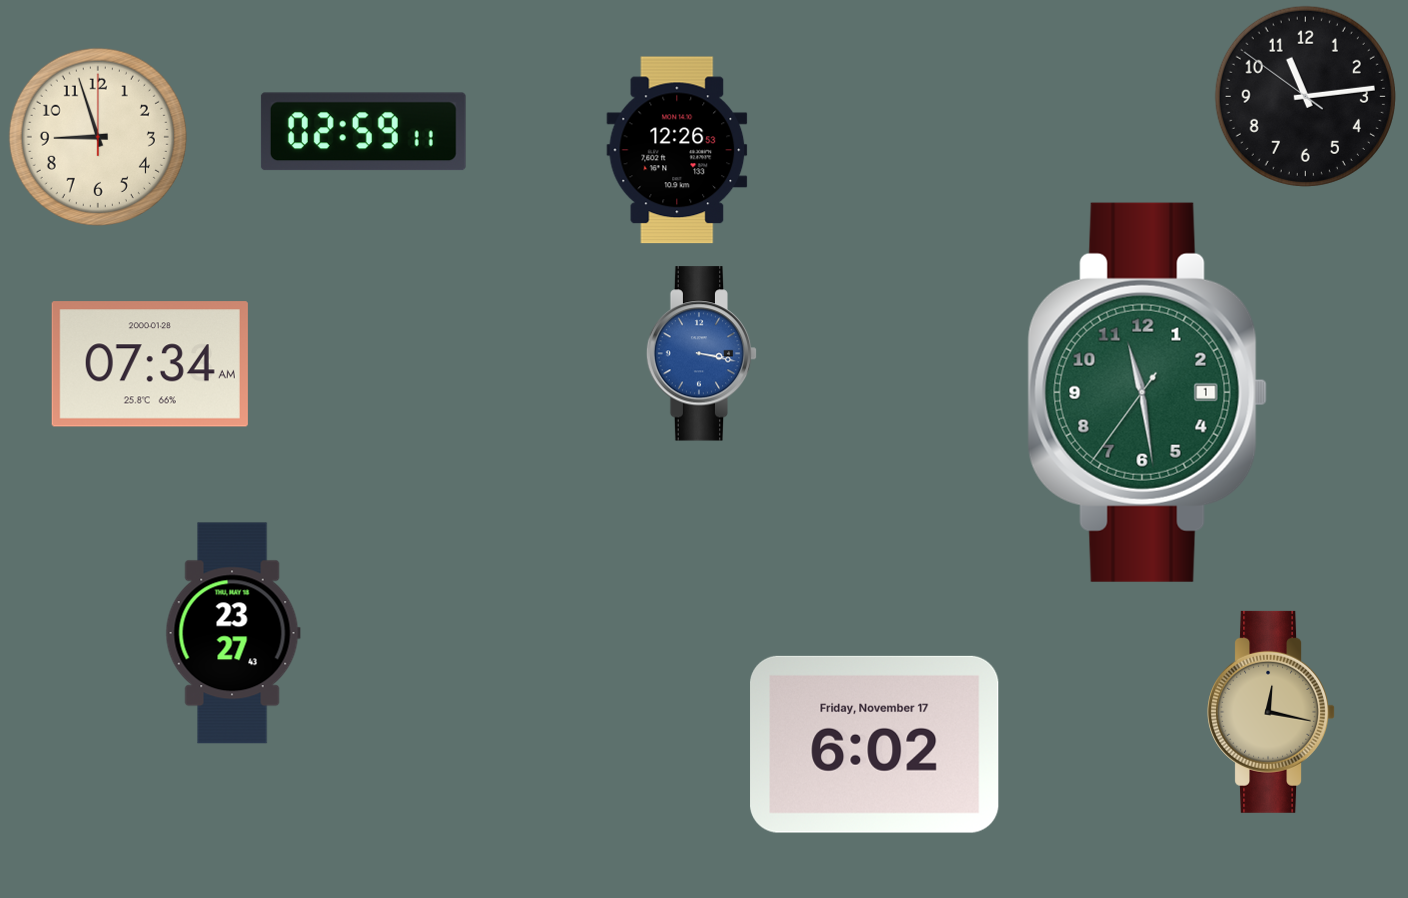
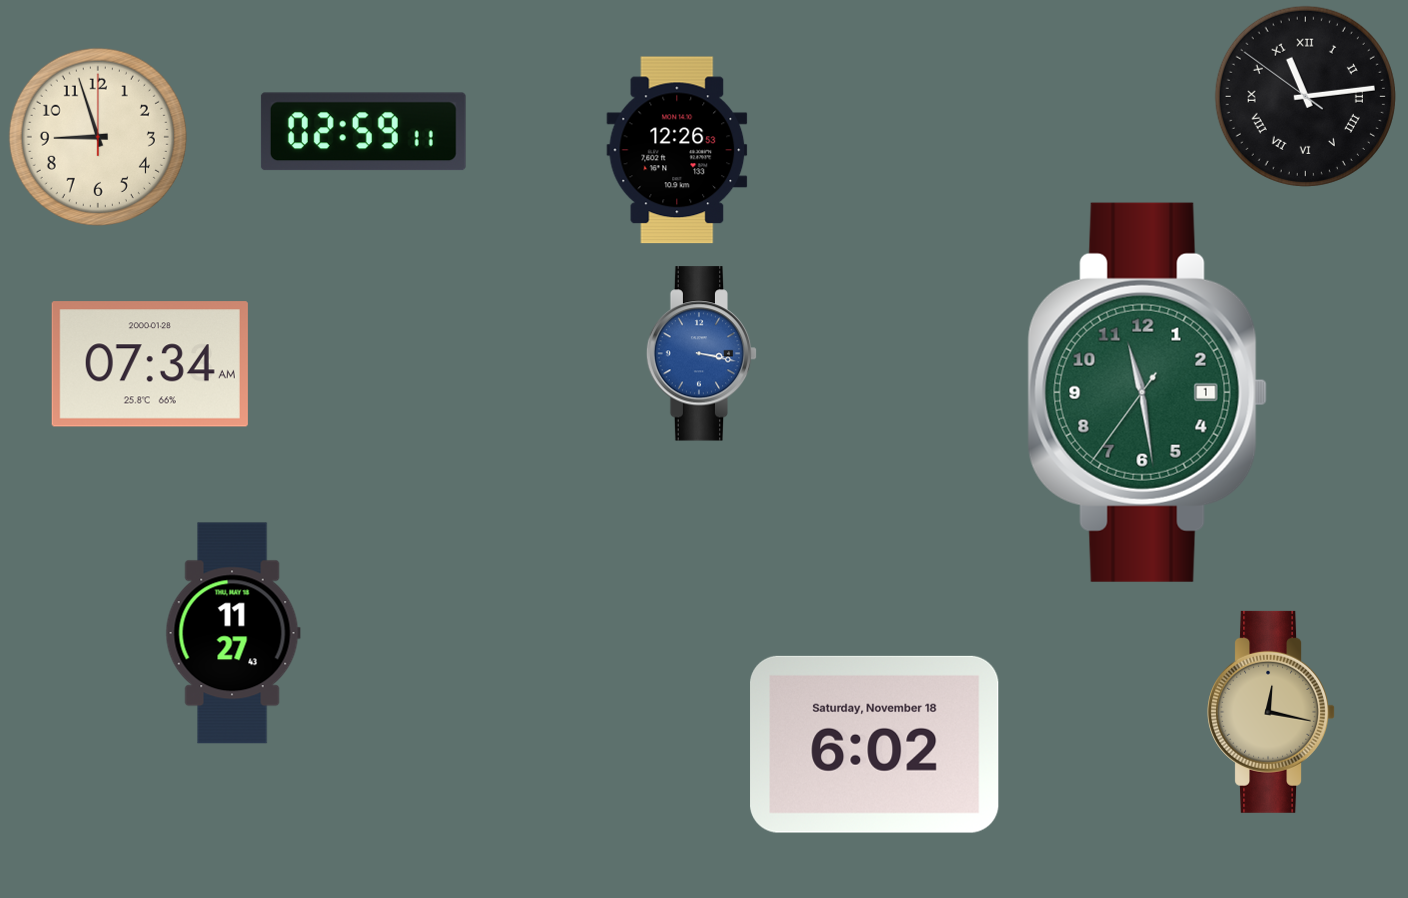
clock at (1305, 96) numerals: Arabic -> Roman
clock at (233, 633): 23:27 -> 11:27
clock at (875, 744) date: Friday, November 17 -> Saturday, November 18
